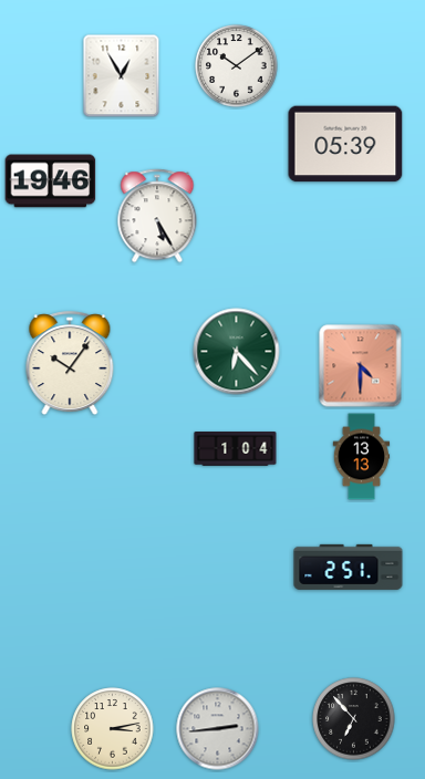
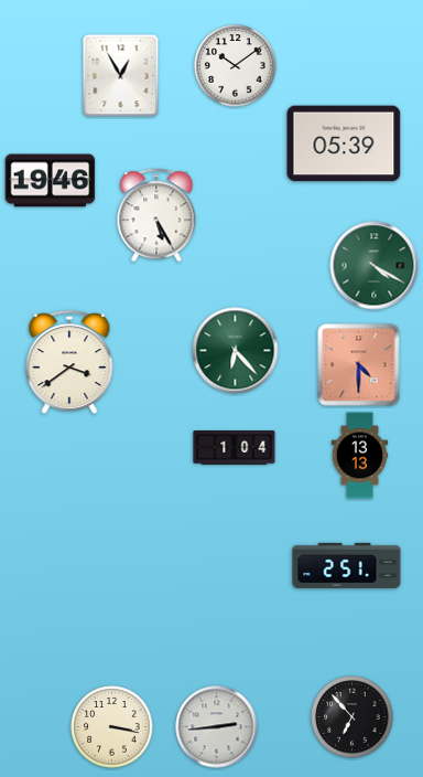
clock at (375, 266): none -> 4:20
clock at (70, 364): 10:06 -> 3:39
clock at (113, 729): 3:13 -> 3:17
